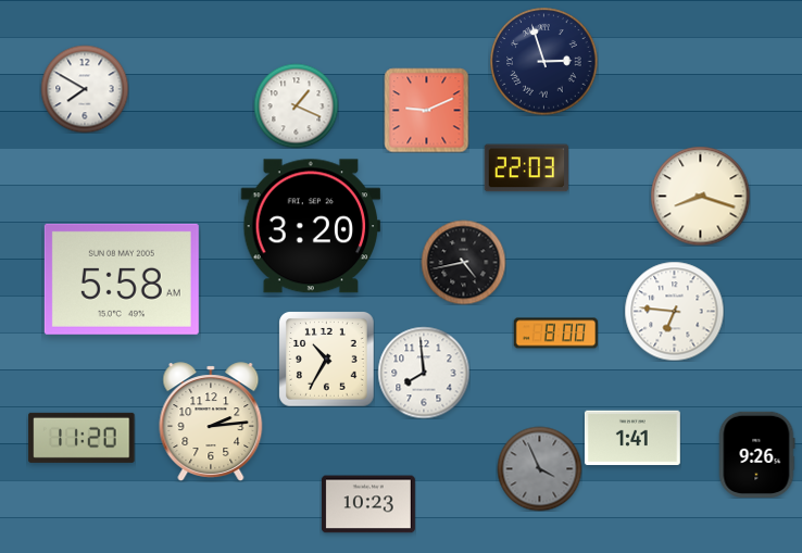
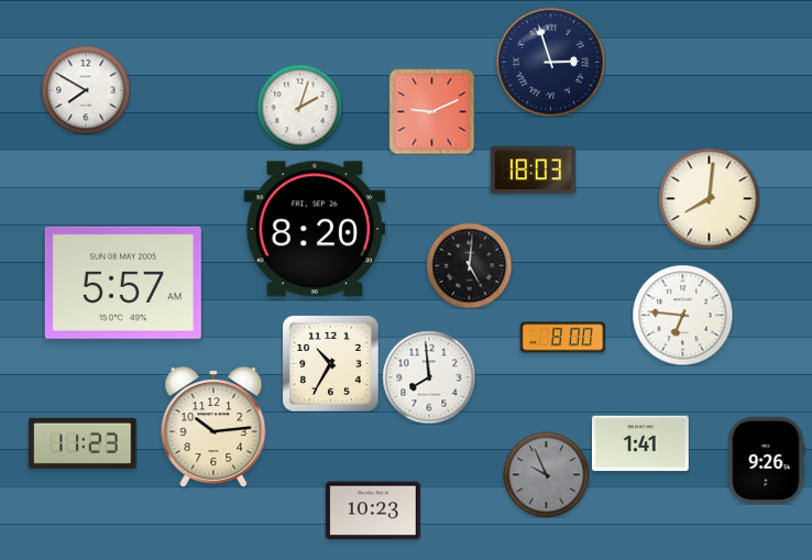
clock at (296, 105): 1:19 -> 2:03
clock at (526, 168): 22:03 -> 18:03
clock at (700, 196): 8:18 -> 8:01
clock at (311, 226): 3:20 -> 8:20
clock at (463, 262): 4:43 -> 5:01
clock at (122, 279): 5:58 -> 5:57
clock at (211, 422): 2:14 -> 10:14
clock at (82, 438): 11:20 -> 11:23
clock at (539, 468): 3:56 -> 9:56
